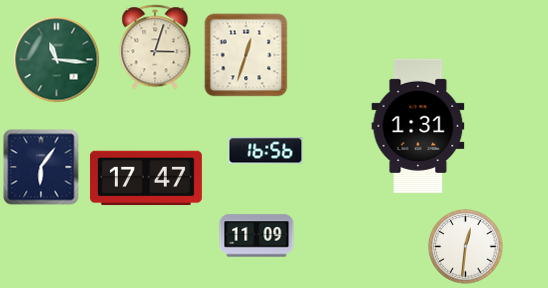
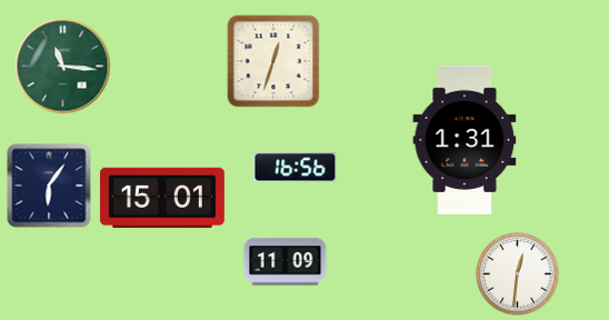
clock at (155, 47): 3:03 -> none
clock at (41, 167) position: (41, 167) -> (49, 186)
clock at (146, 178): 17:47 -> 15:01
